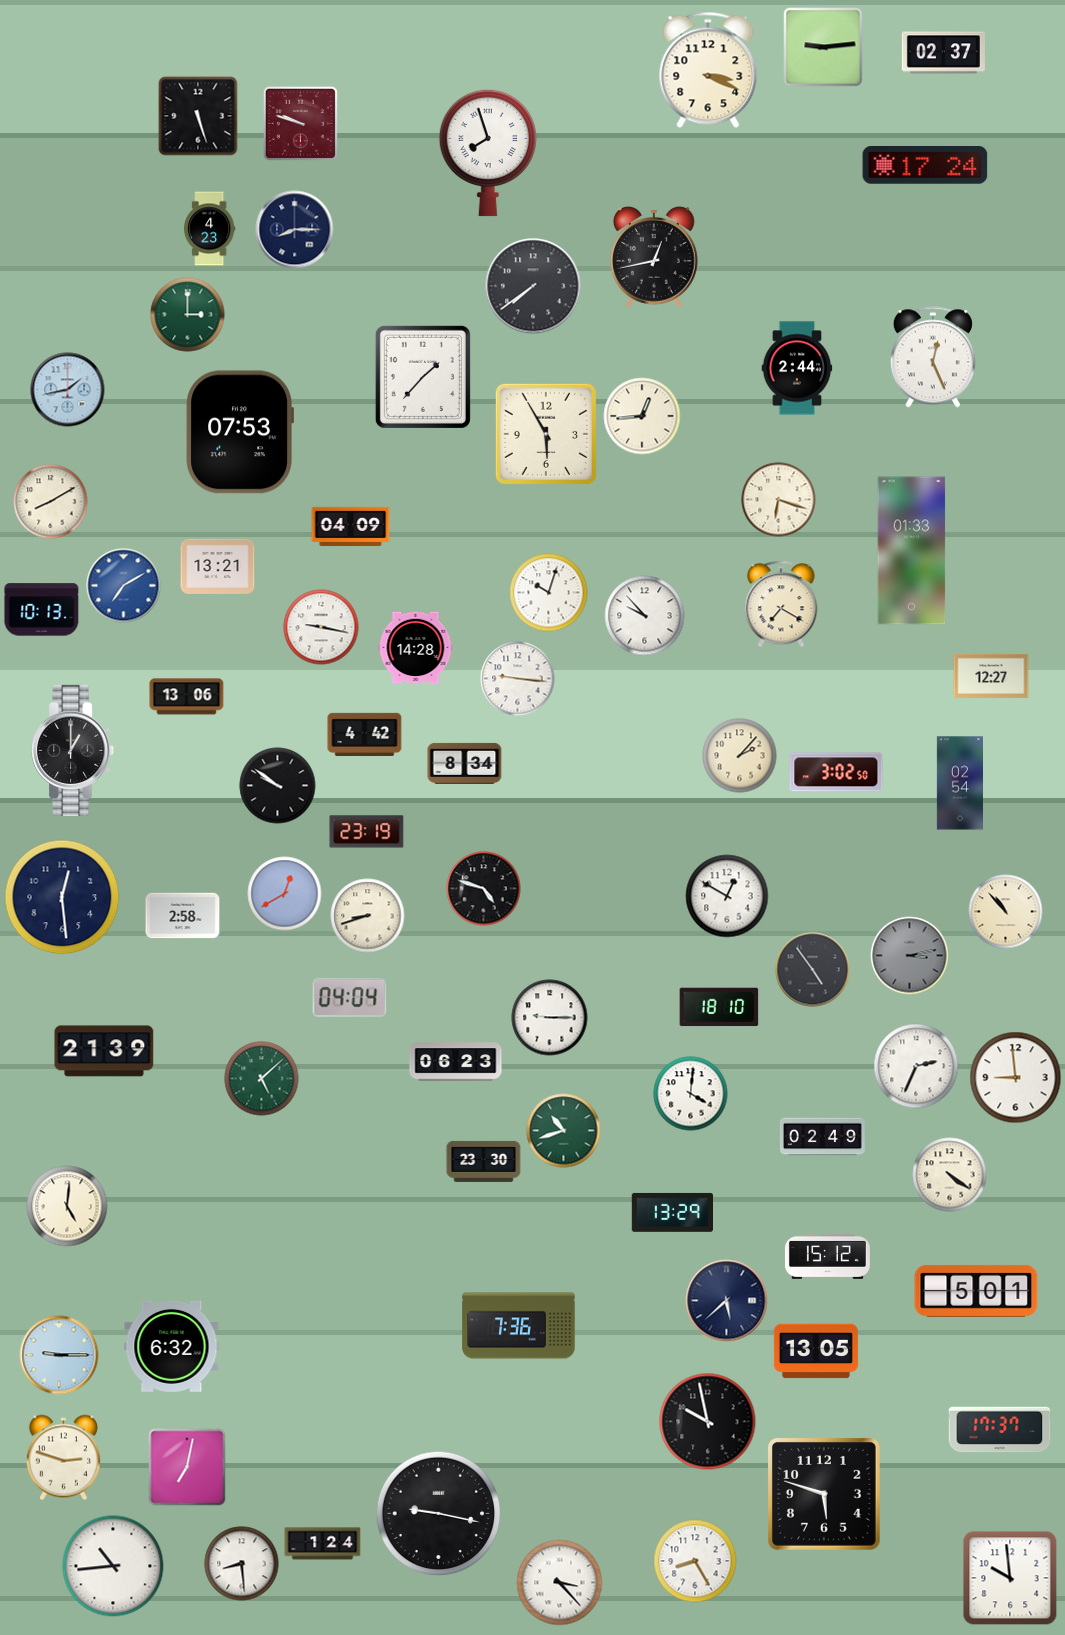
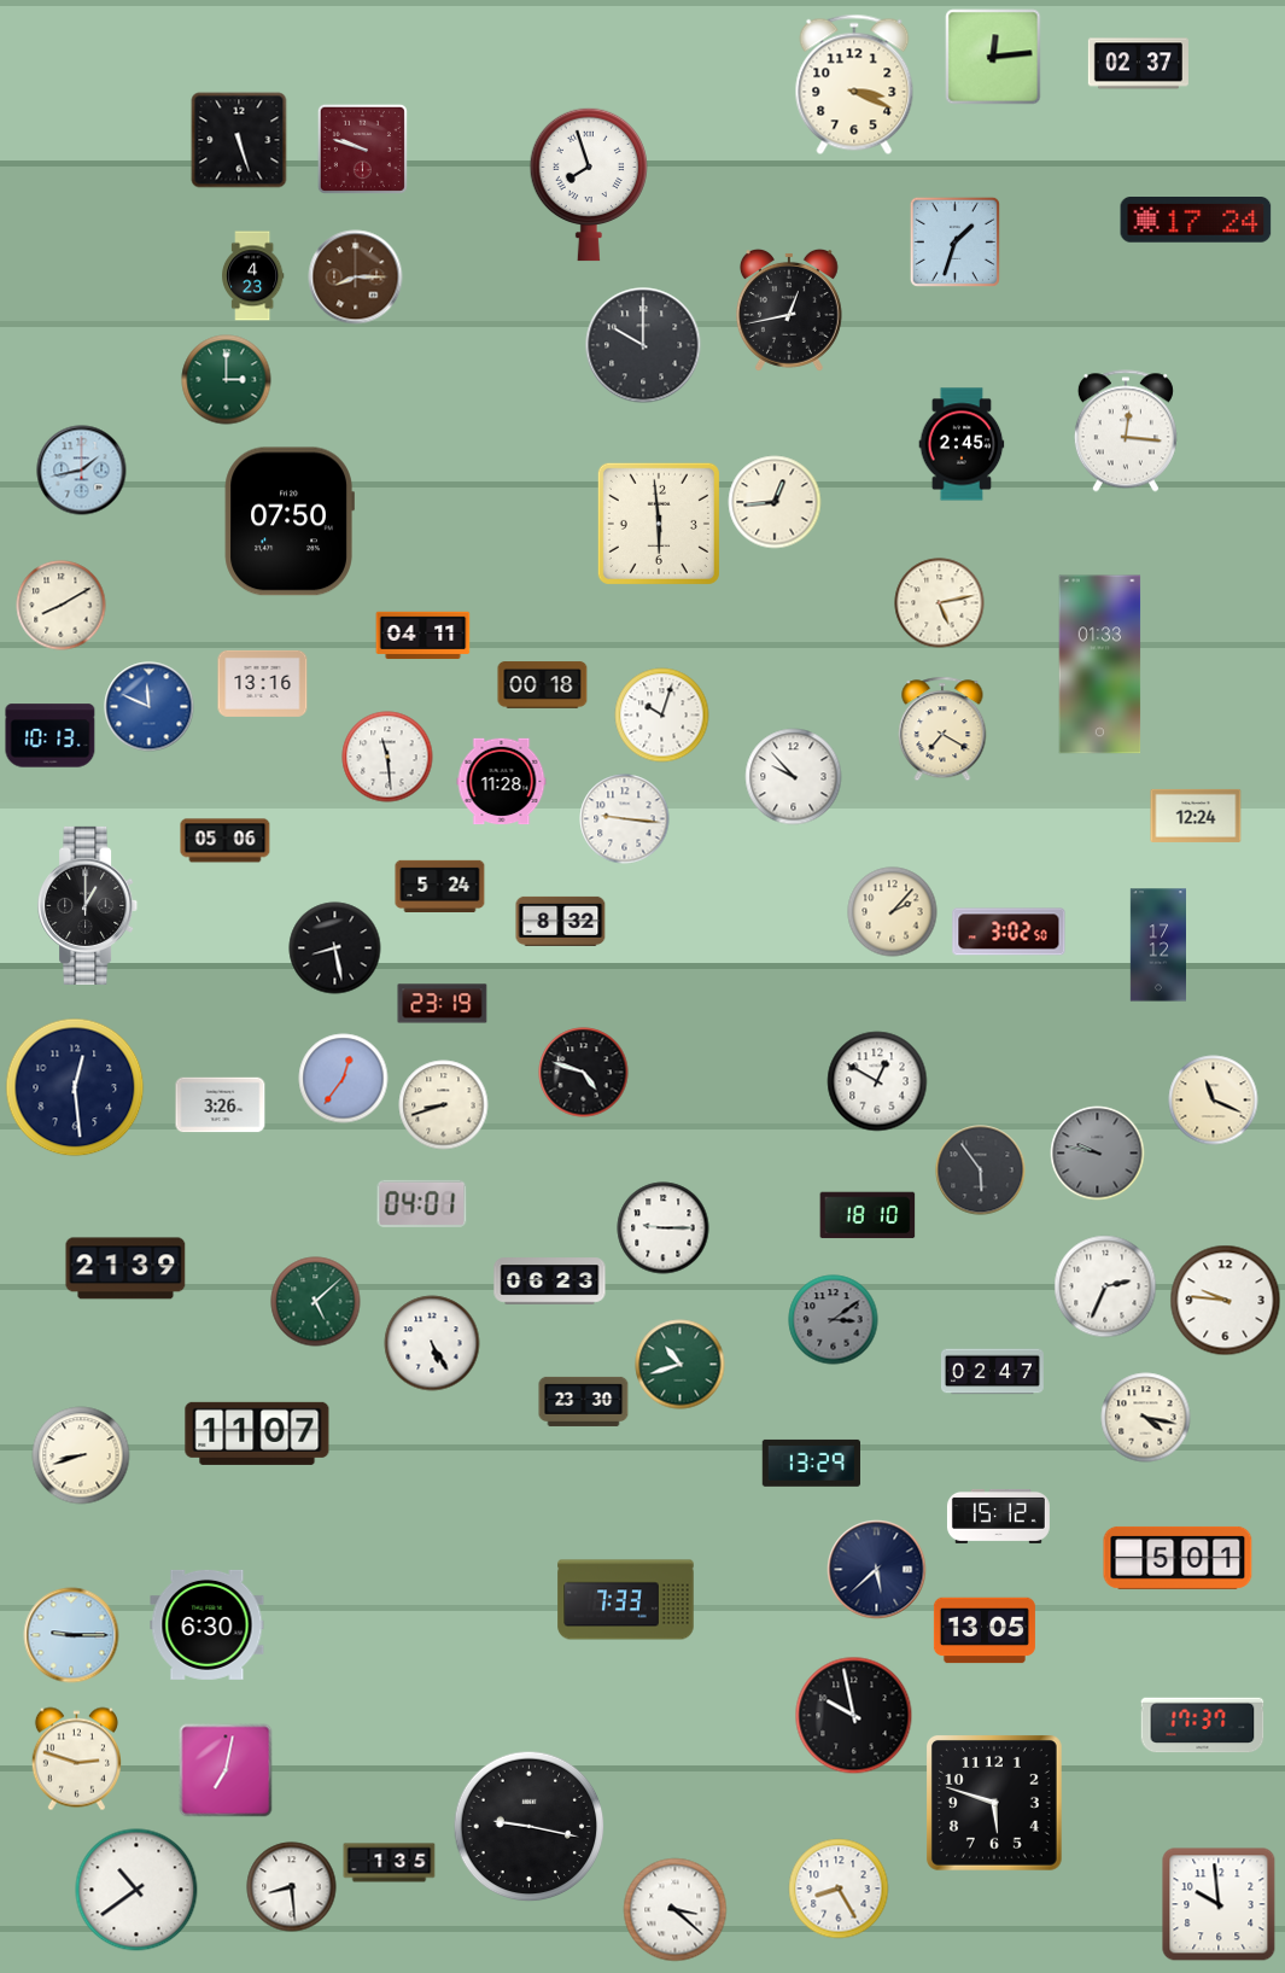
clock at (823, 47): 9:14 -> 12:14
clock at (925, 165) position: (925, 165) -> (1196, 220)
clock at (954, 241): none -> 1:33
clock at (295, 230) dial: navy -> brown
clock at (533, 286): 7:39 -> 10:00
clock at (933, 357): 12:26 -> 12:16
clock at (797, 368): 2:44 -> 2:45
clock at (423, 377): 1:37 -> none
clock at (240, 432): 07:53 -> 07:50
clock at (546, 434): 5:55 -> 5:59
clock at (779, 500): 6:18 -> 5:13
clock at (351, 527): 04:09 -> 04:11
clock at (218, 566): 13:21 -> 13:16
clock at (543, 685): none -> 00:18
clock at (124, 586): 7:10 -> 11:49
clock at (645, 616) position: (645, 616) -> (794, 777)
clock at (321, 627): 9:17 -> 11:29
clock at (416, 648): 14:28 -> 11:28
clock at (991, 676): 12:27 -> 12:24
clock at (187, 697): 13:06 -> 05:06
clock at (365, 734): 4:42 -> 5:24
clock at (465, 763): 8:34 -> 8:32
clock at (959, 783): 02:54 -> 17:12
clock at (278, 786): 9:51 -> 8:28
clock at (285, 894): 12:40 -> 12:36
clock at (62, 897) position: (62, 897) -> (75, 1087)
clock at (1006, 912): 10:53 -> 11:19
clock at (183, 916): 2:58 -> 3:26
clock at (910, 956): 3:13 -> 9:47
clock at (813, 970): 4:54 -> 5:54
clock at (350, 997): 04:04 -> 04:01
clock at (1016, 1078): 8:59 -> 9:46
clock at (691, 1094): 4:01 -> 3:09
clock at (691, 1094) dial: white -> grey
clock at (432, 1343): none -> 5:25
clock at (822, 1137): 02:49 -> 02:47
clock at (950, 1175): 4:21 -> 4:17
clock at (257, 1434): none -> 11:07
clock at (67, 1206): 5:01 -> 8:42
clock at (519, 1326): 7:36 -> 7:33
clock at (172, 1346): 6:32 -> 6:30
clock at (1000, 1430) position: (1000, 1430) -> (1203, 1726)
clock at (323, 1544): 1:24 -> 1:35
clock at (695, 1561) position: (695, 1561) -> (839, 1889)
clock at (113, 1566): 10:44 -> 10:39
clock at (560, 1583): 3:23 -> 3:22
